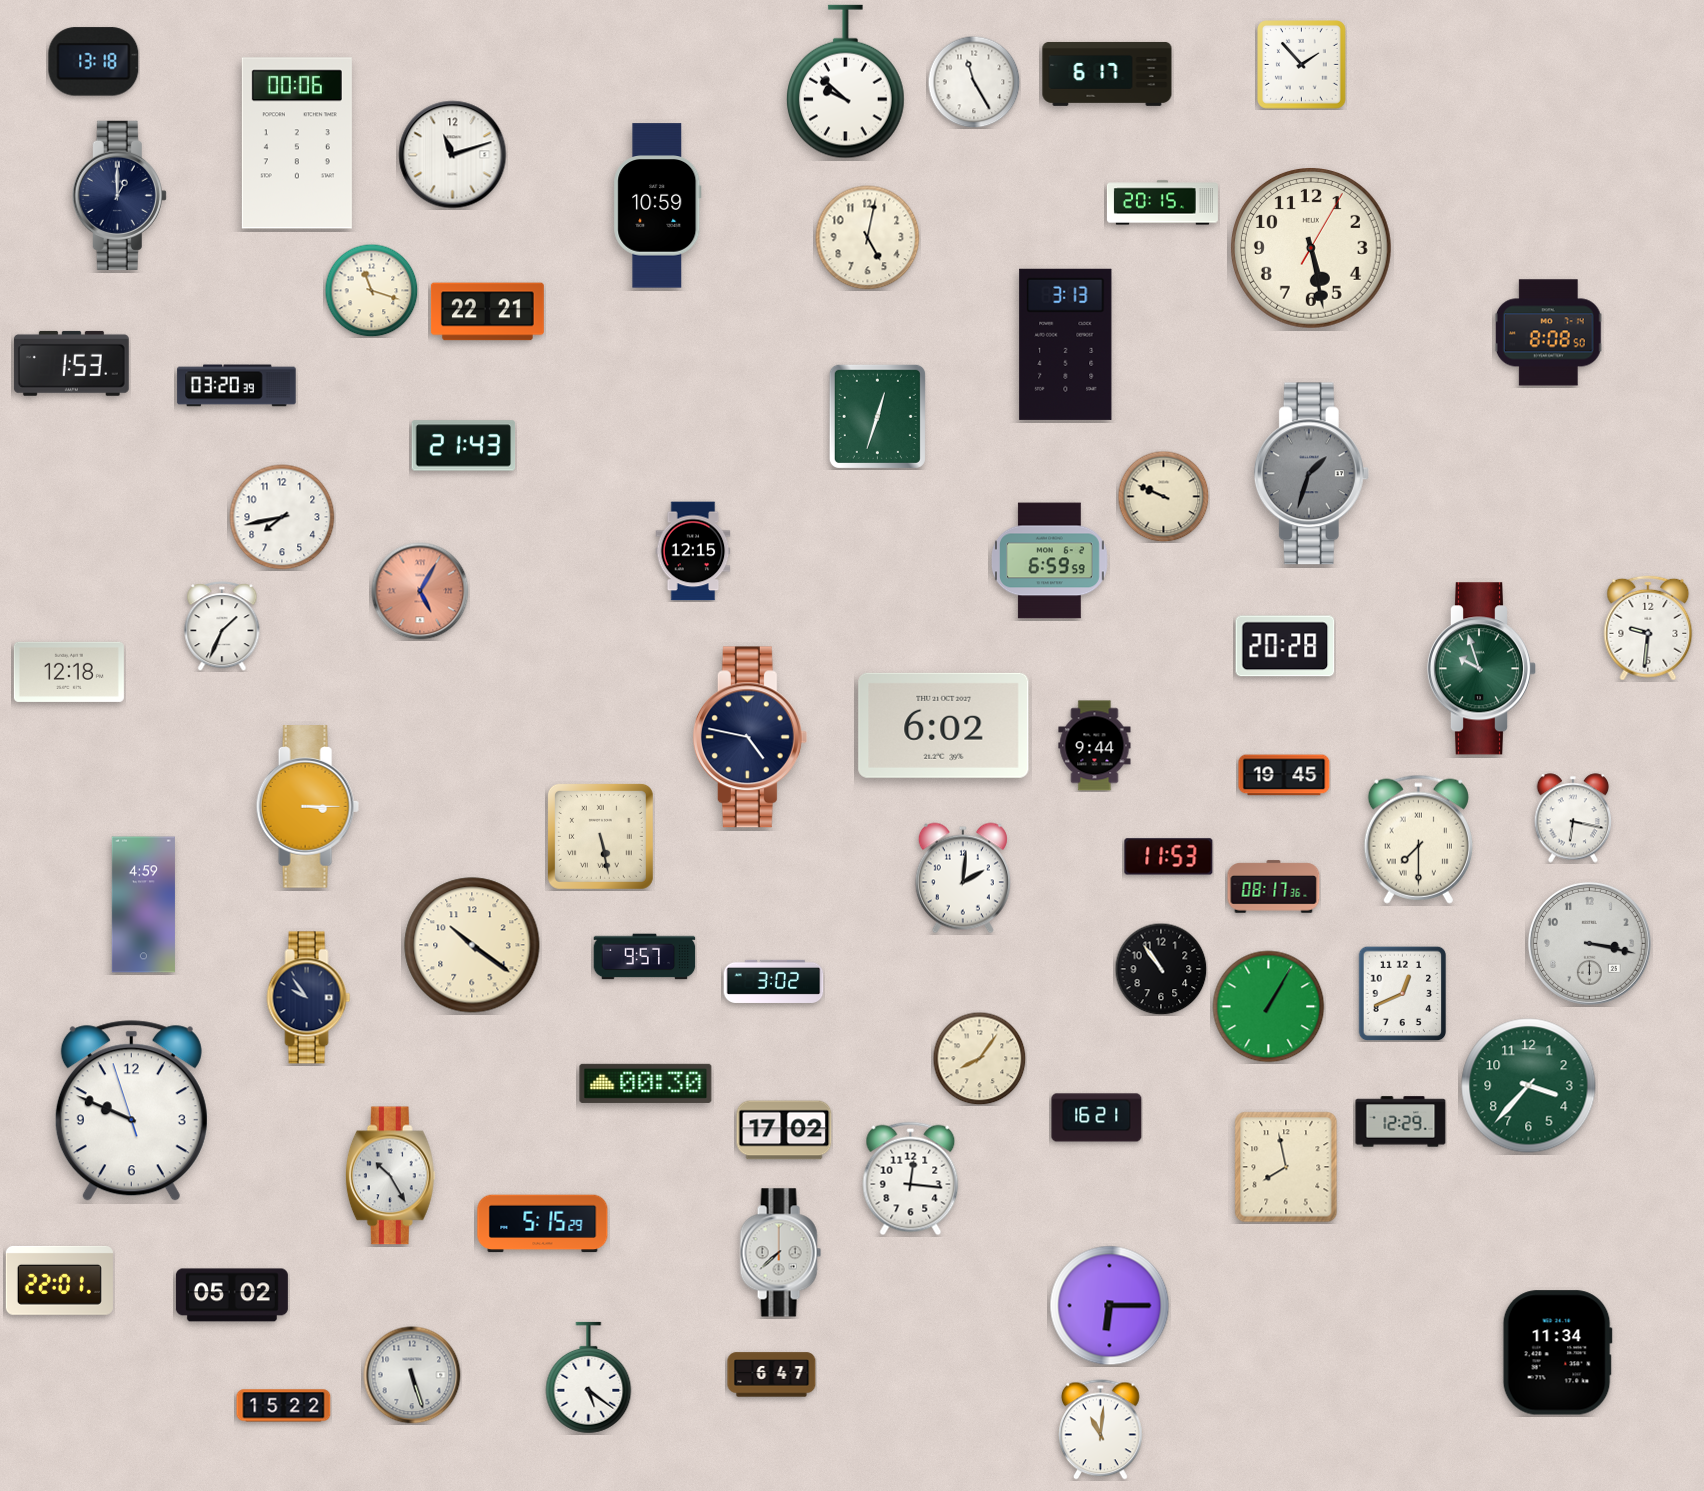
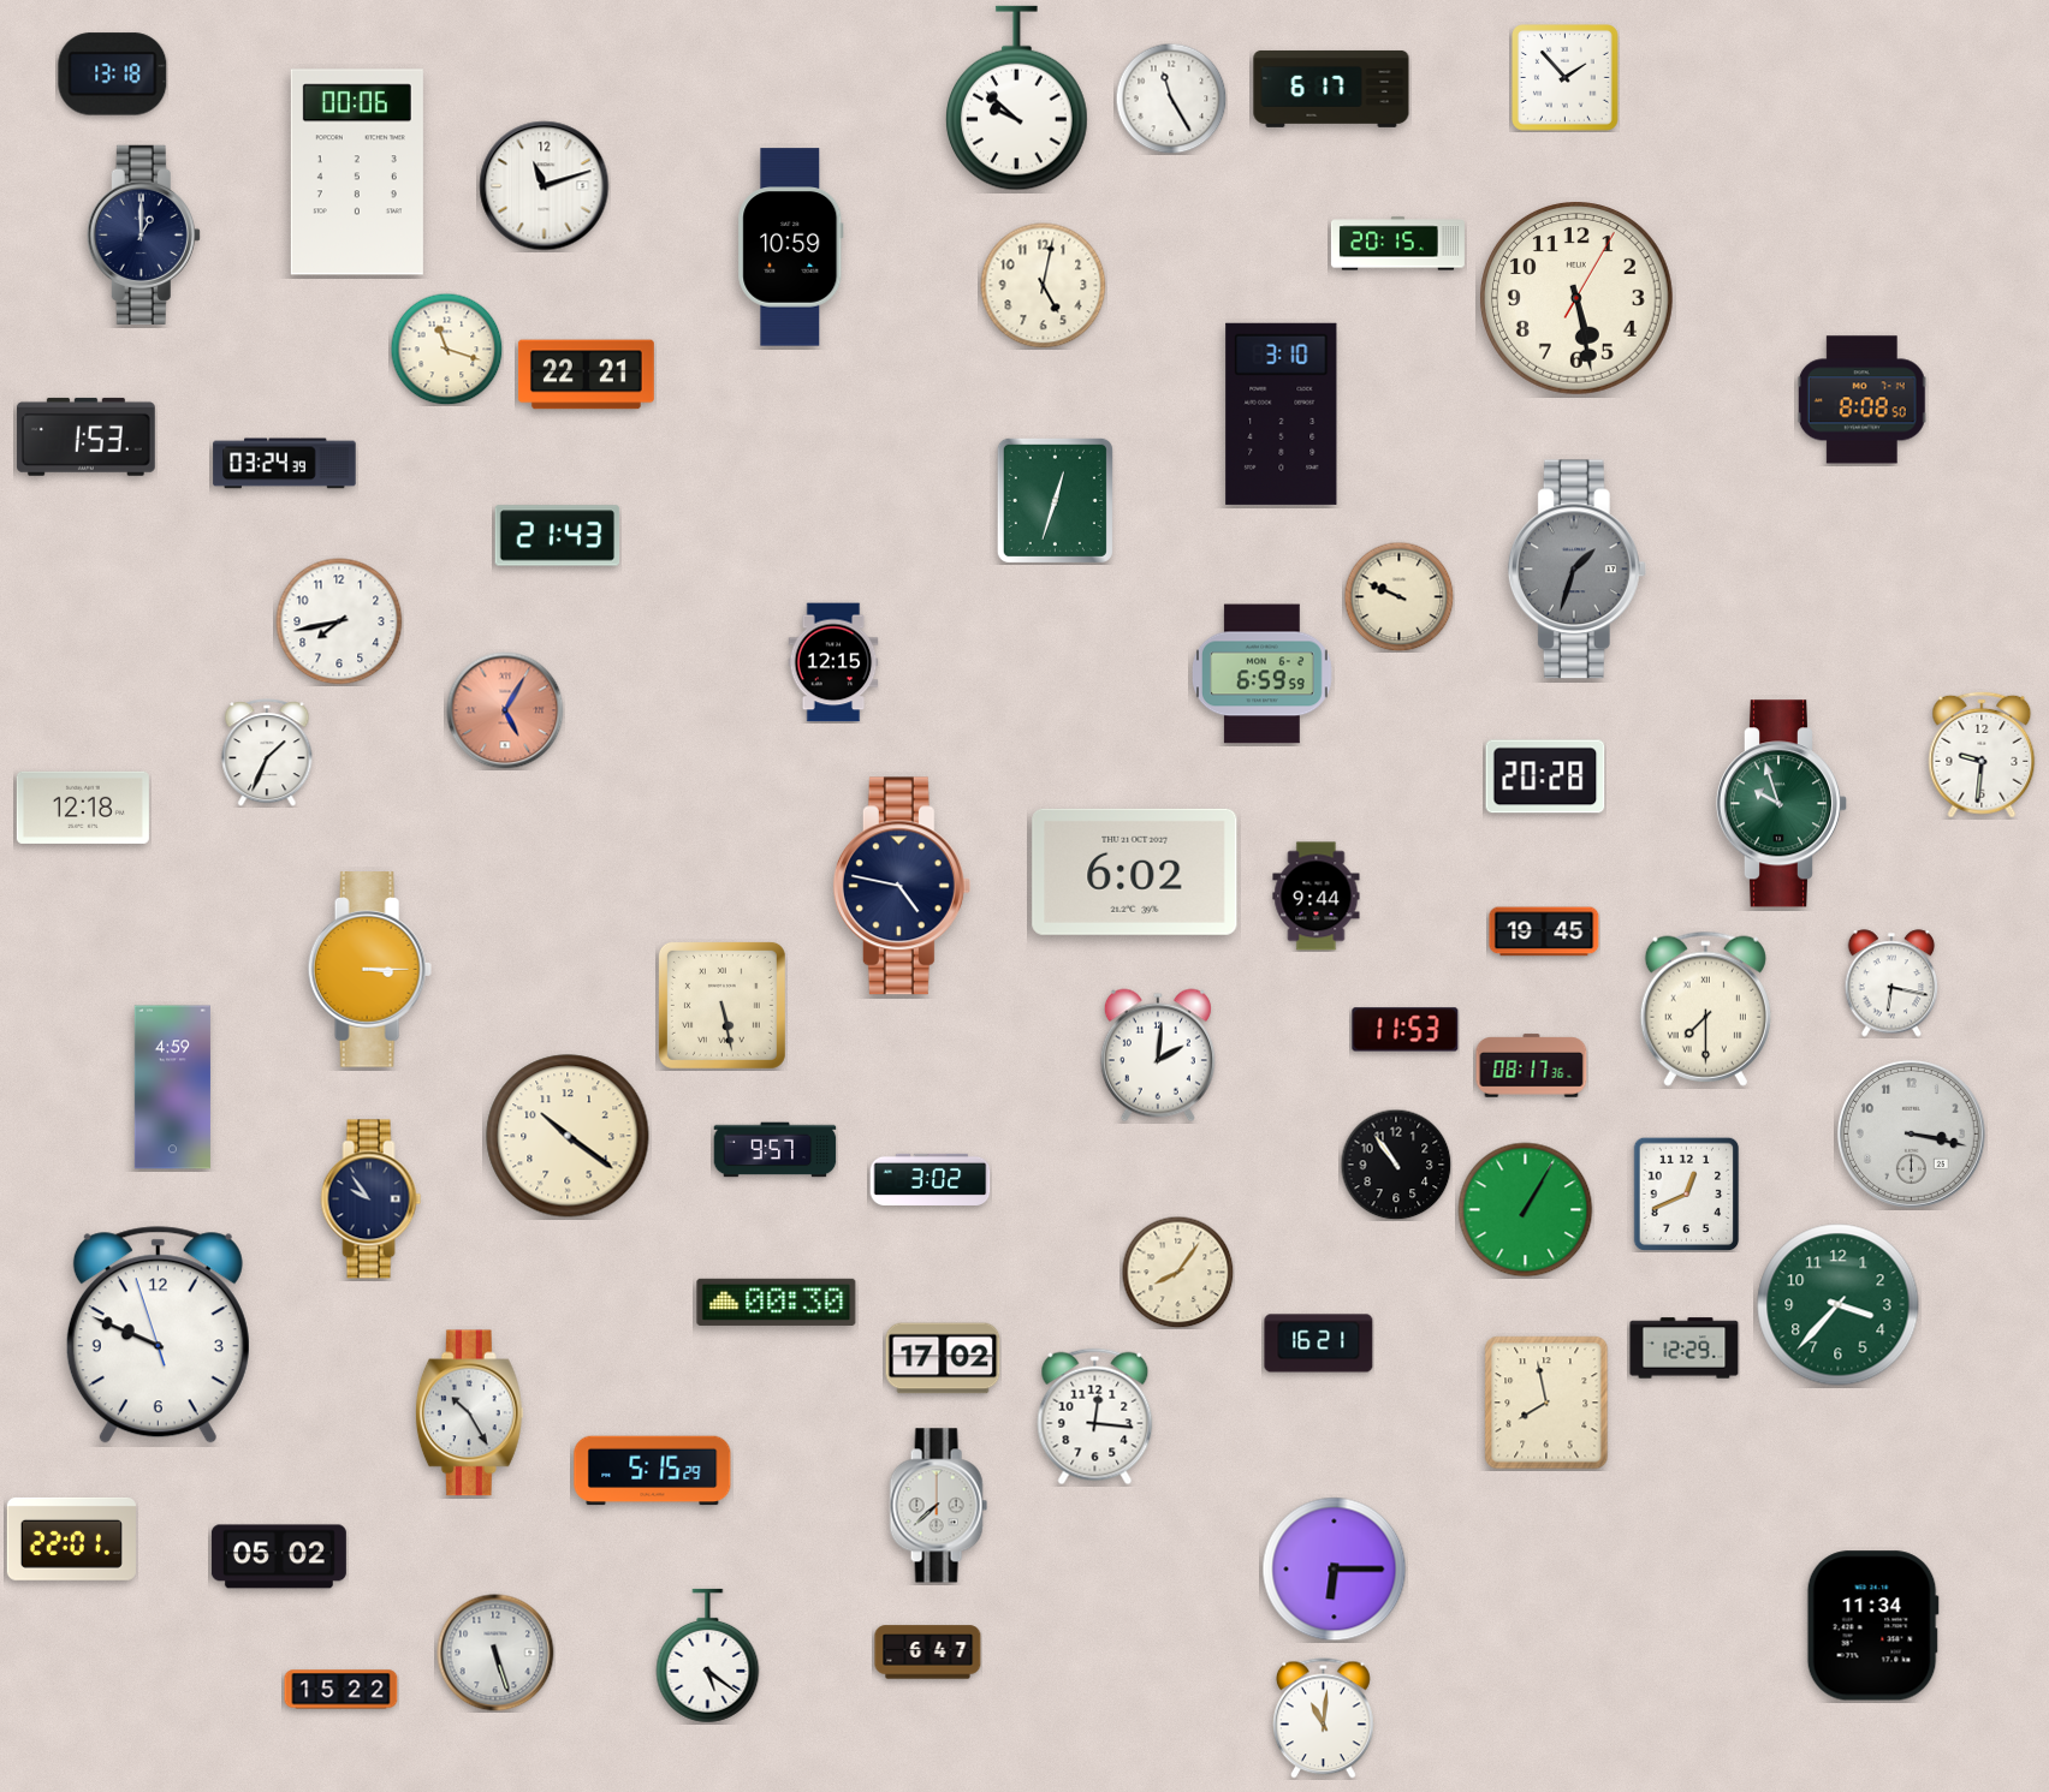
clock at (1066, 344): 3:13 -> 3:10
clock at (237, 386): 03:20 -> 03:24
